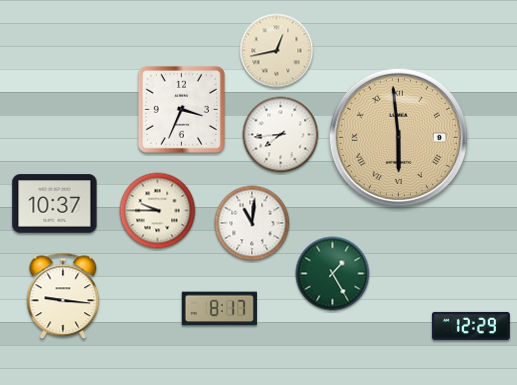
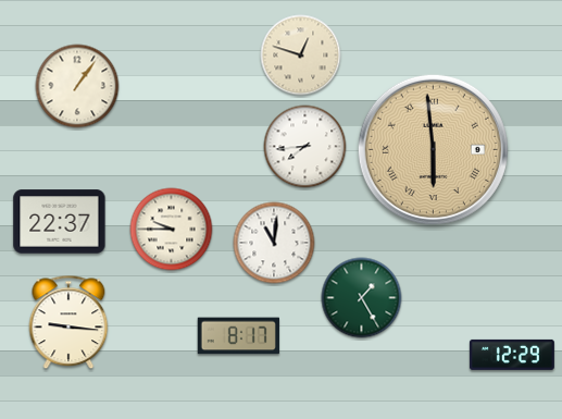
clock at (277, 51): 12:43 -> 12:48
clock at (77, 86): none -> 1:06
clock at (181, 109): 3:34 -> none
clock at (55, 204): 10:37 -> 22:37
